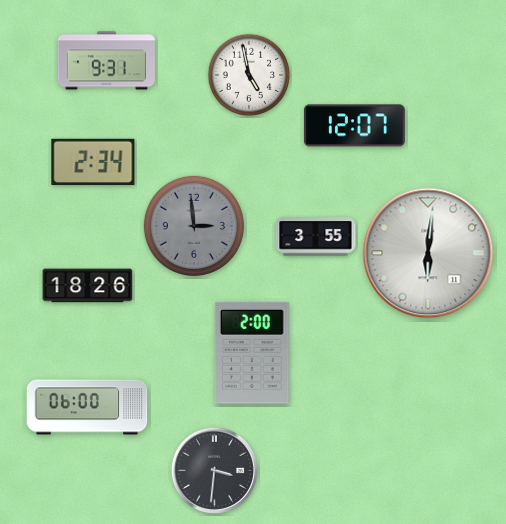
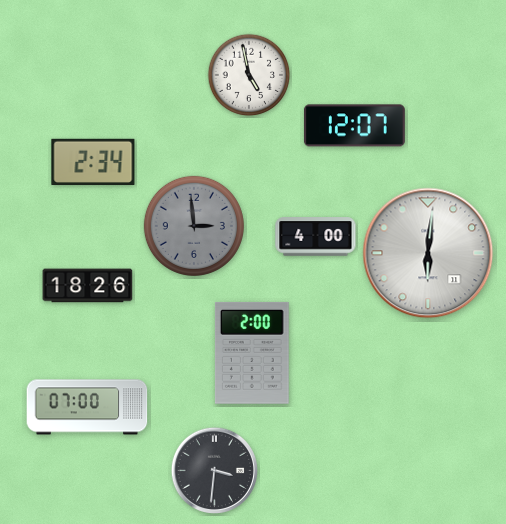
clock at (106, 61): 9:31 -> none
clock at (316, 237): 3:55 -> 4:00
clock at (87, 407): 06:00 -> 07:00
